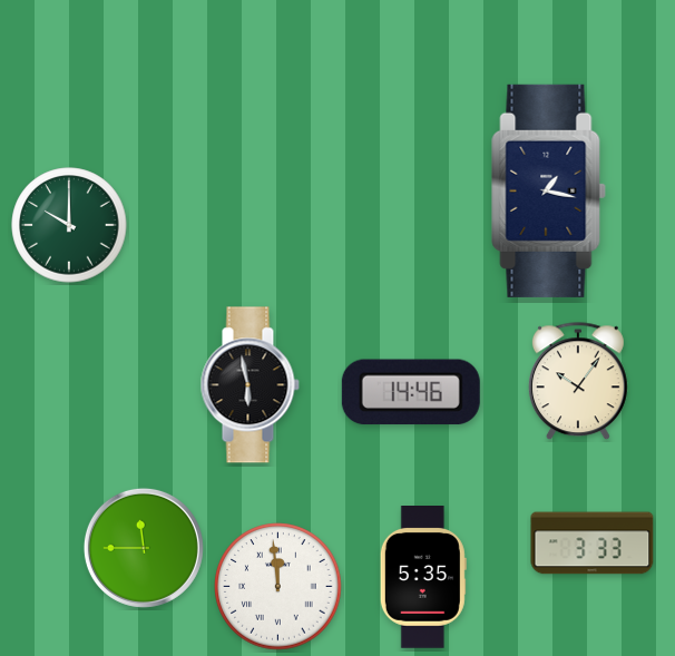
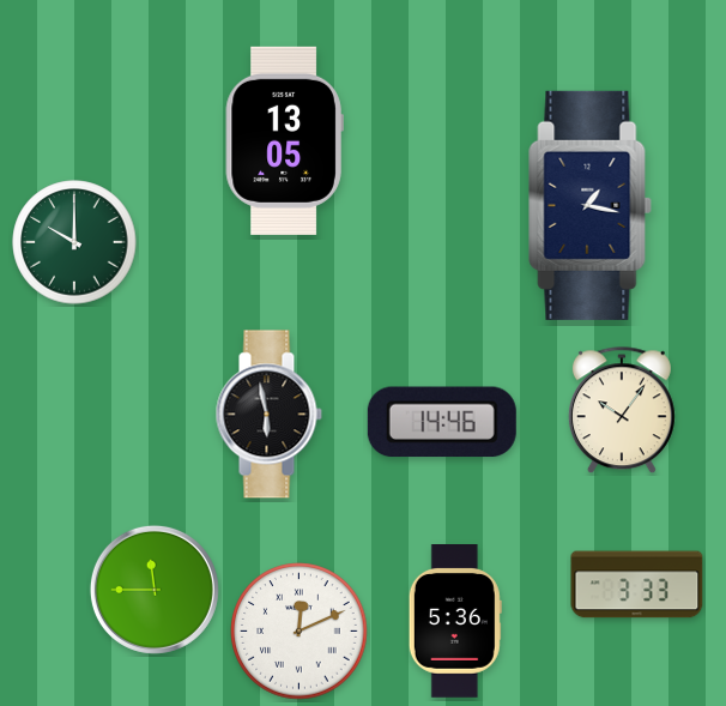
clock at (284, 140): none -> 13:05
clock at (423, 578): 5:35 -> 5:36
clock at (278, 587): 11:59 -> 12:11
